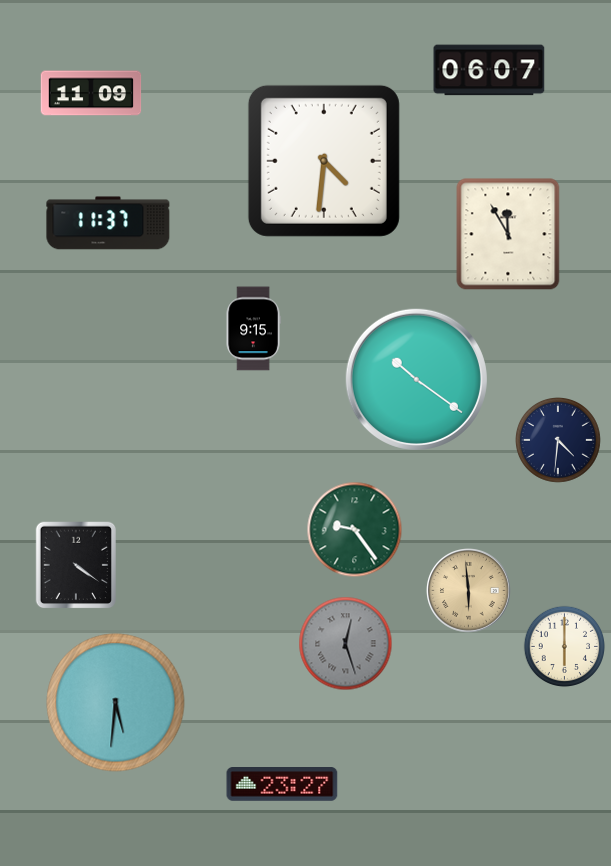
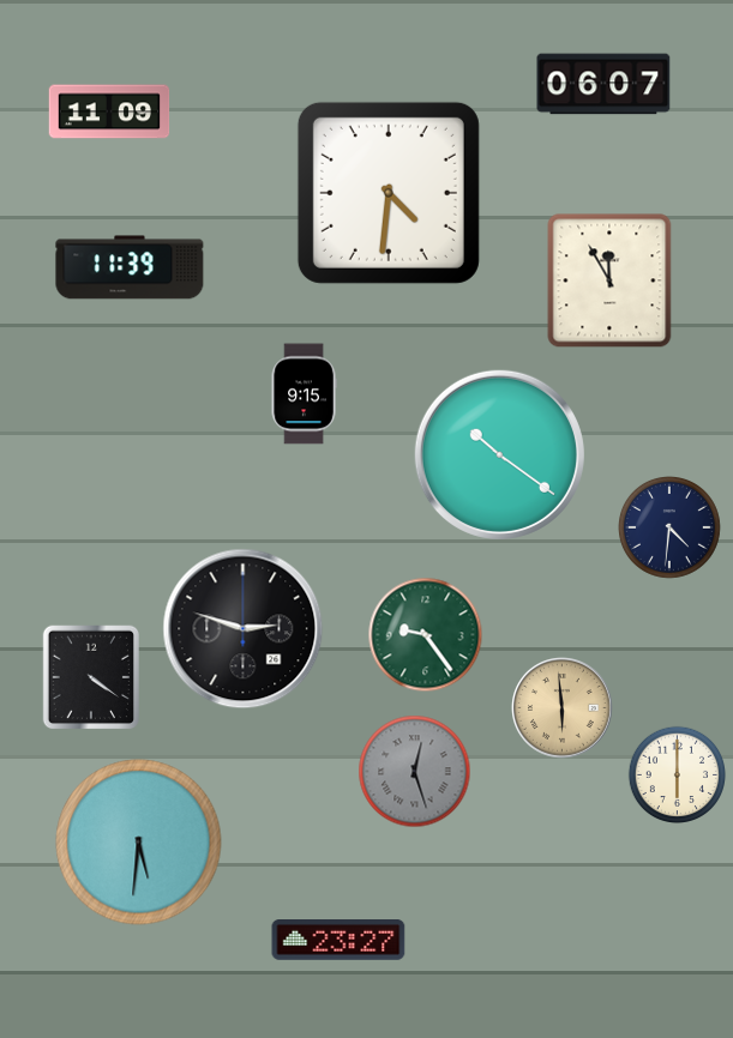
clock at (489, 70) position: (489, 70) -> (603, 84)
clock at (108, 223): 11:37 -> 11:39
clock at (244, 629): none -> 2:48
